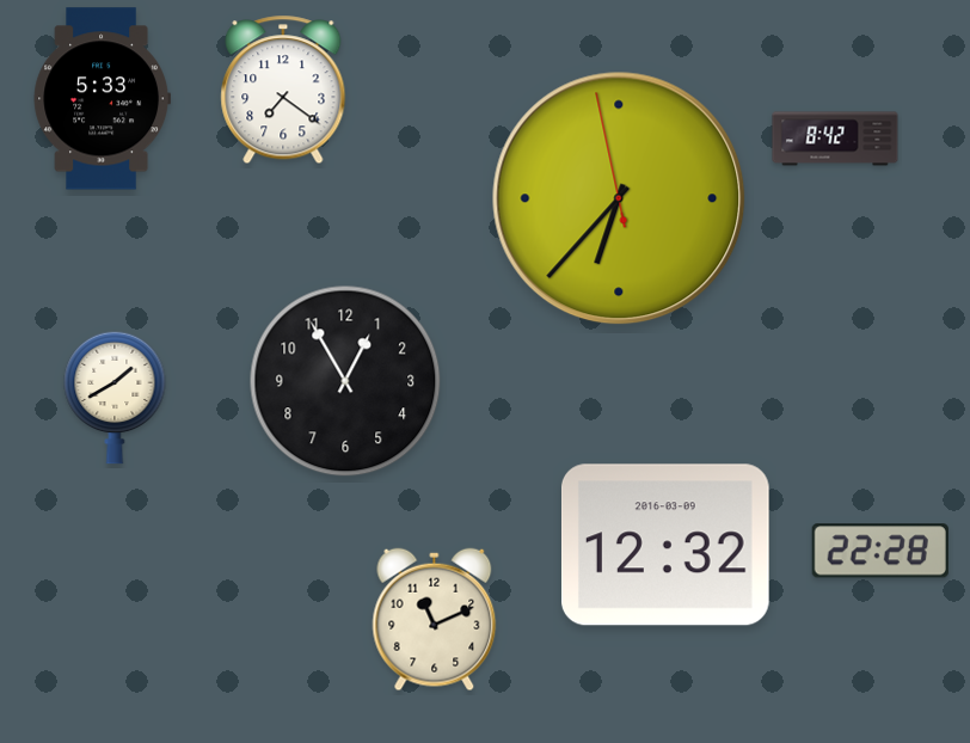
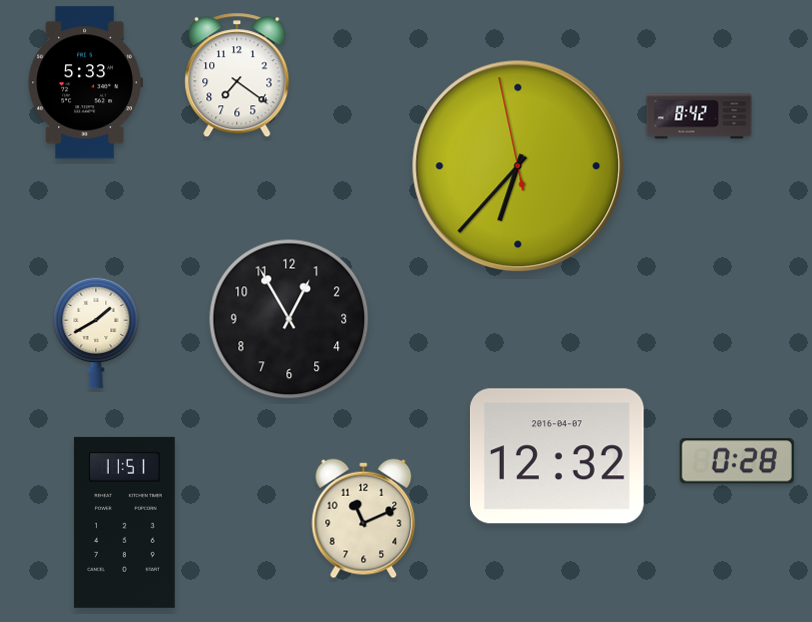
clock at (665, 545) date: 2016-03-09 -> 2016-04-07
clock at (880, 551): 22:28 -> 0:28
clock at (124, 522): none -> 11:51
